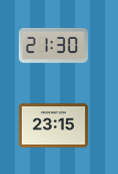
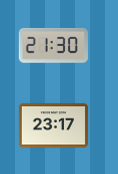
clock at (53, 126): 23:15 -> 23:17
